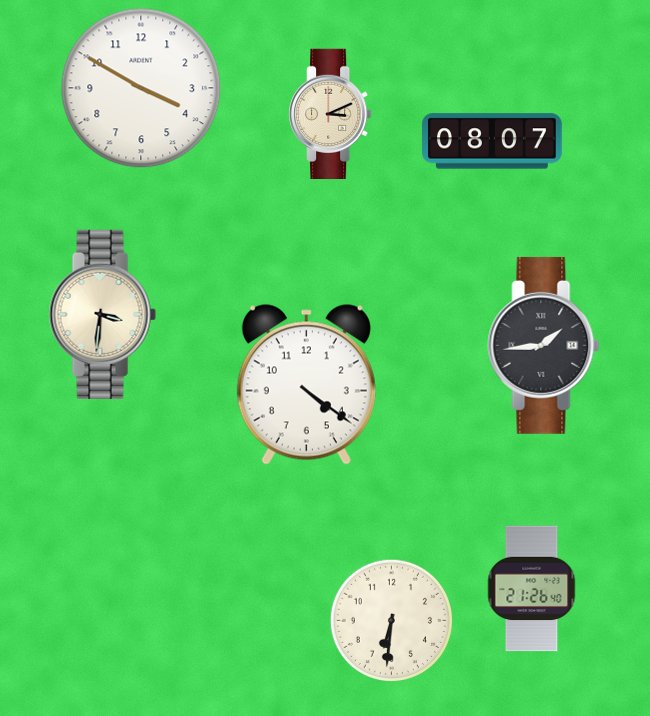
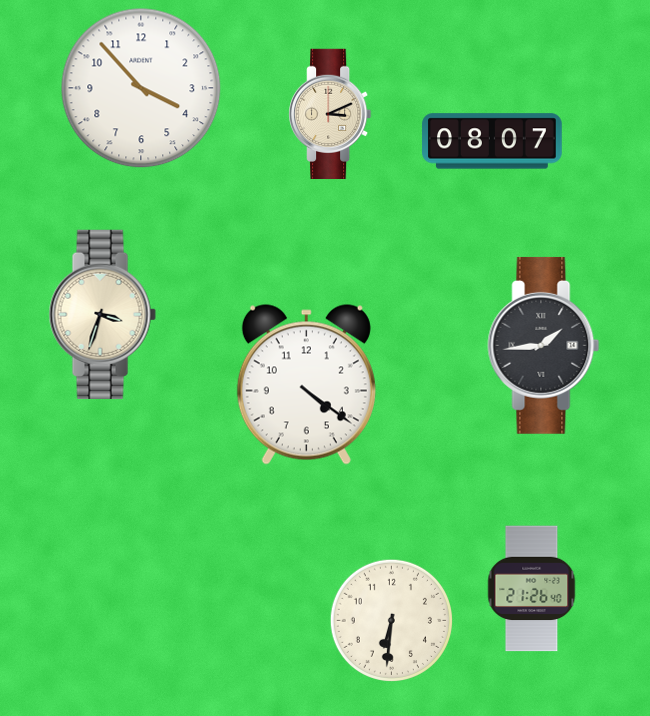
clock at (141, 88): 3:50 -> 3:53
clock at (102, 314): 3:31 -> 3:33
